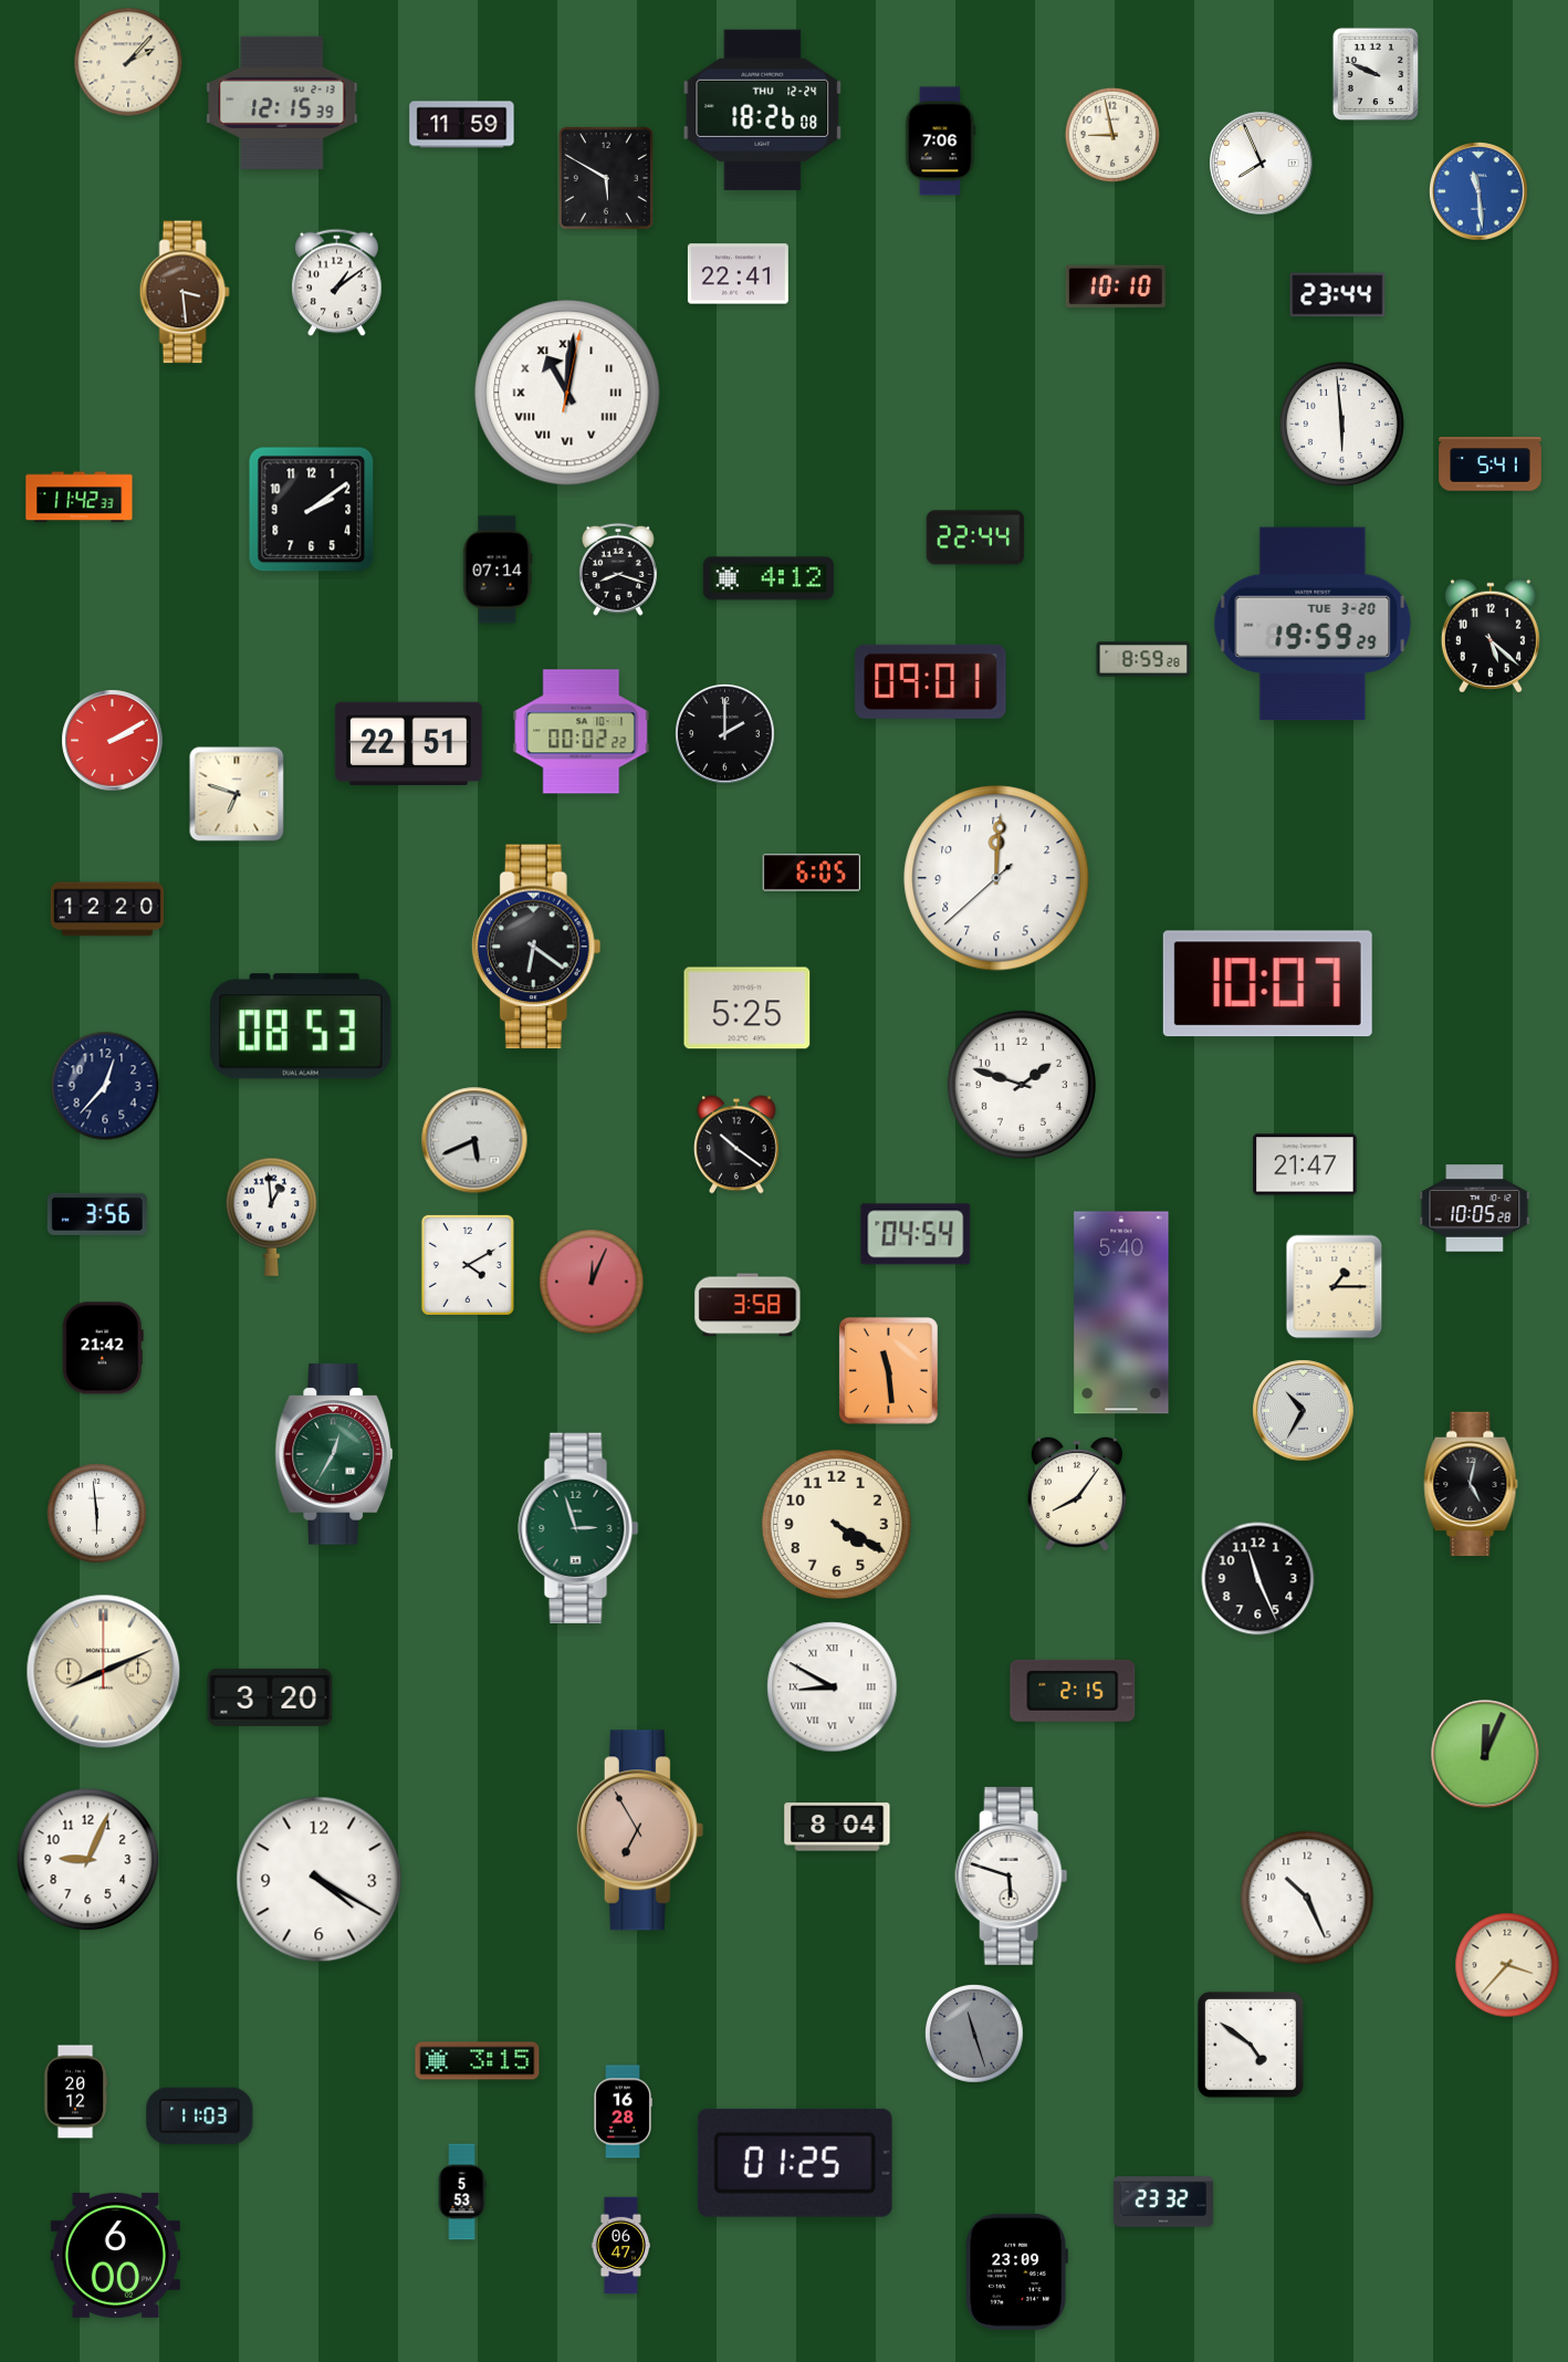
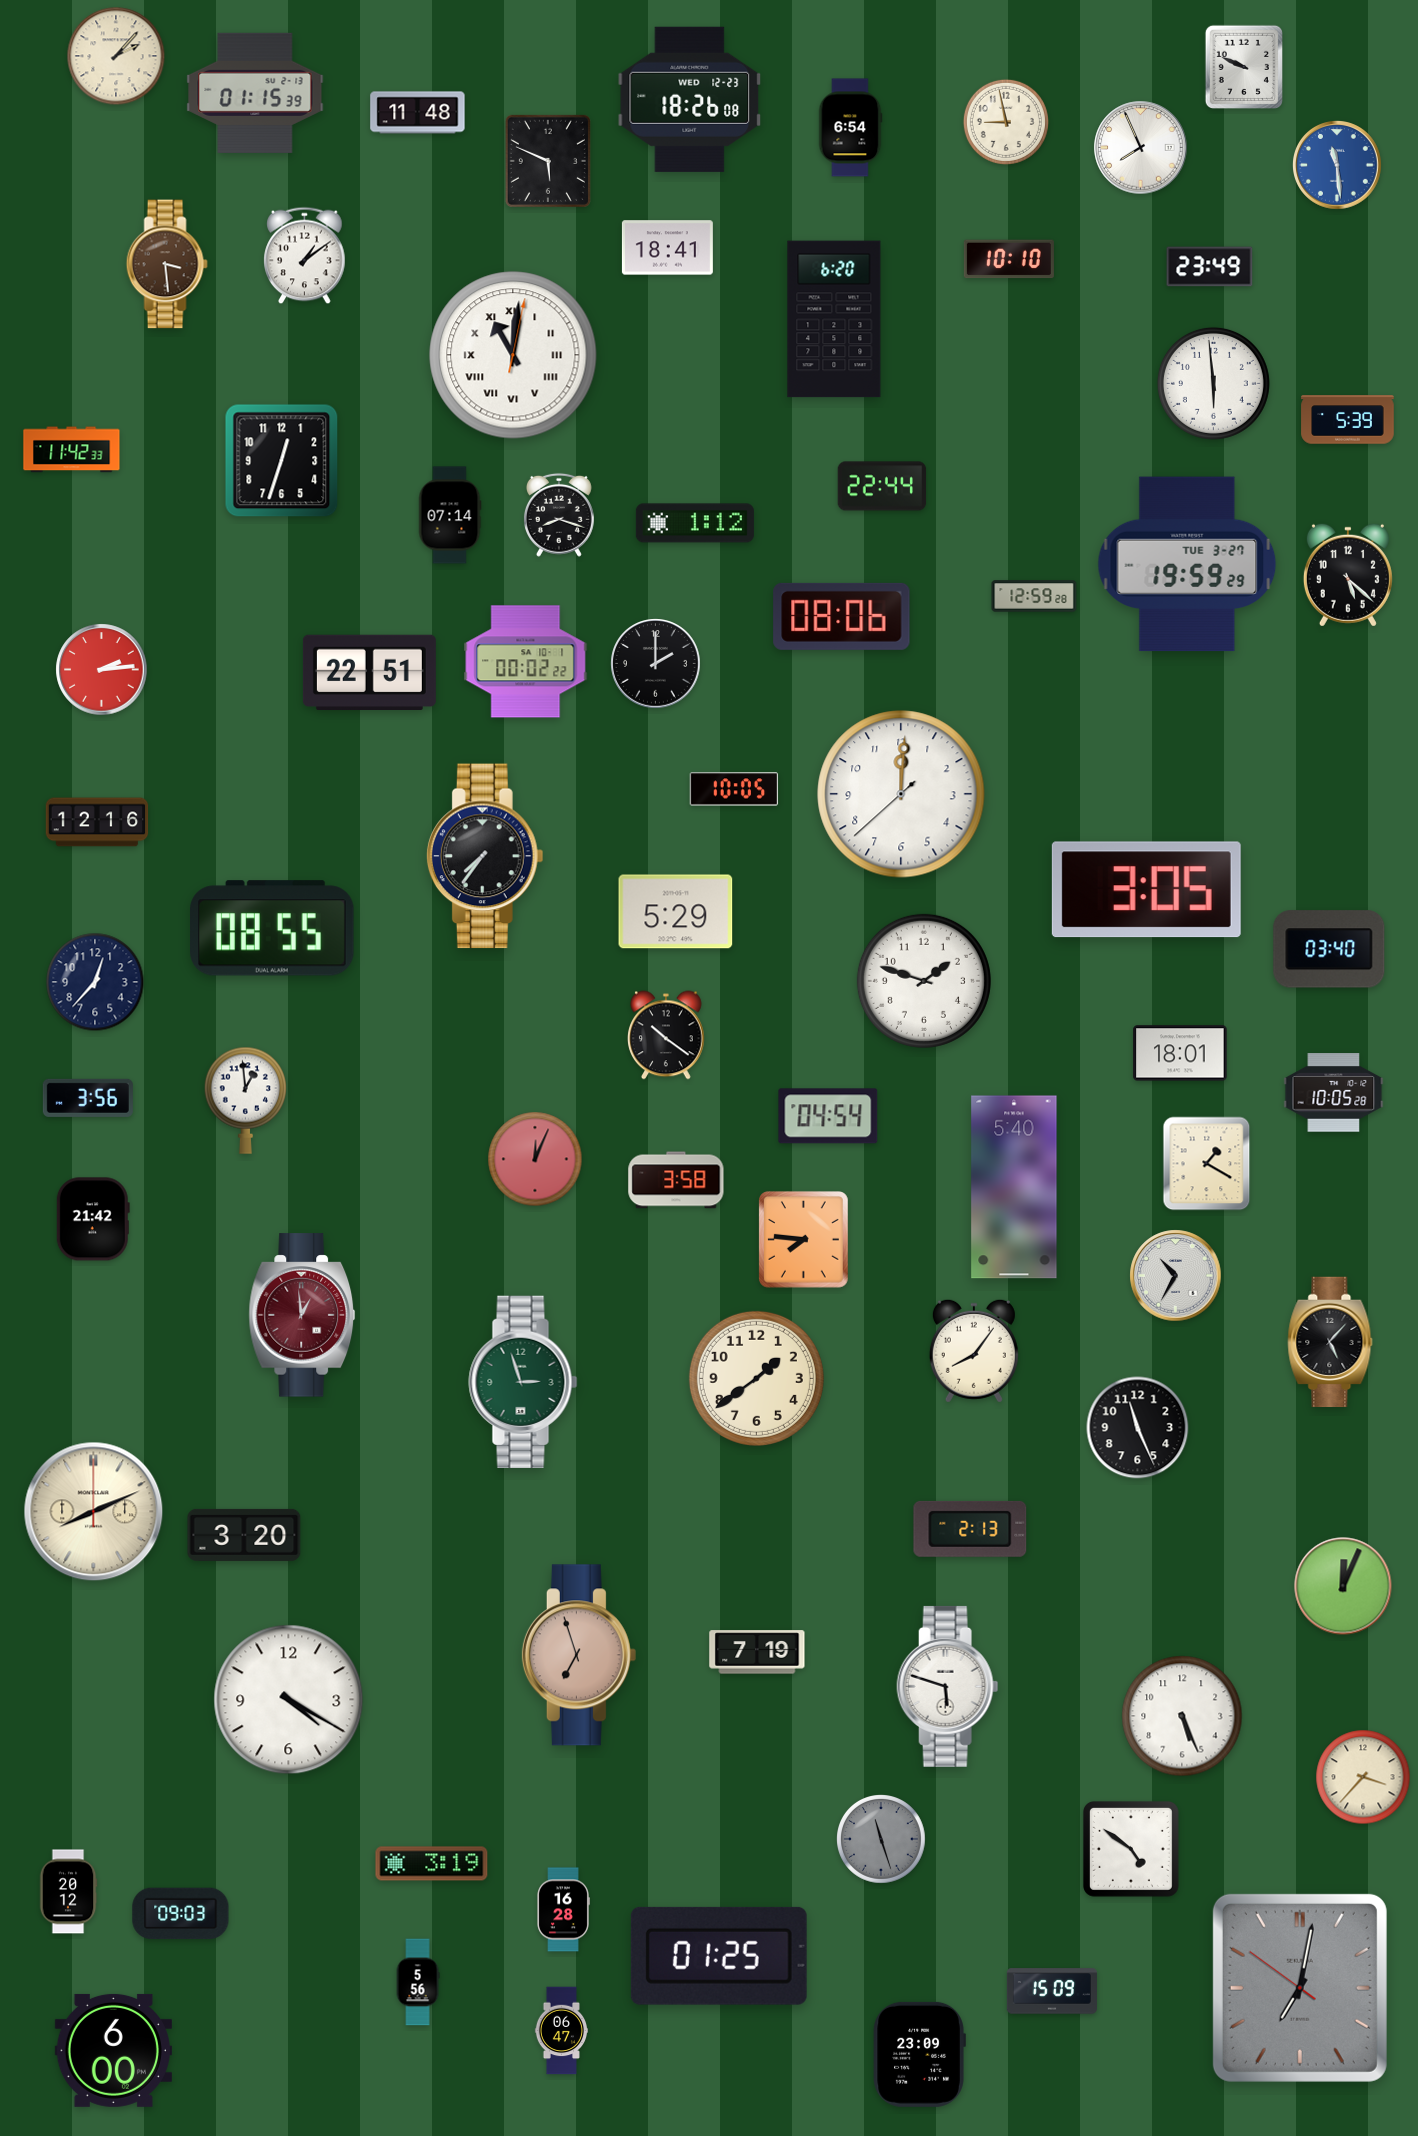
clock at (282, 103): 12:15 -> 01:15
clock at (763, 109) date: THU 12-24 -> WED 12-23
clock at (462, 125): 11:59 -> 11:48
clock at (940, 142): 7:06 -> 6:54
clock at (606, 178): 5:50 -> 5:49
clock at (1480, 192) position: (1480, 192) -> (1338, 166)
clock at (738, 274): 22:41 -> 18:41
clock at (1338, 295): 23:44 -> 23:49
clock at (834, 319): none -> 6:20
clock at (1491, 464): 5:41 -> 5:39
clock at (312, 510): 2:09 -> 12:33
clock at (769, 578): 4:12 -> 1:12
clock at (1313, 624) date: TUE 3-20 -> TUE 3-27
clock at (1143, 659): 8:59 -> 12:59
clock at (931, 681): 09:01 -> 08:06
clock at (113, 741): 2:10 -> 2:14
clock at (237, 794): 6:48 -> none
clock at (812, 872): 6:05 -> 10:05
clock at (107, 909): 12:20 -> 12:16
clock at (536, 947): 6:21 -> 7:36
clock at (1267, 984): 10:07 -> 3:05
clock at (748, 1008): 5:25 -> 5:29
clock at (301, 1026): 08:53 -> 08:55
clock at (1329, 949): none -> 03:40
clock at (474, 1140): 5:41 -> none
clock at (1305, 1164): 21:47 -> 18:01
clock at (468, 1265): 4:10 -> none
clock at (1335, 1287): 1:15 -> 1:20
clock at (889, 1371): 11:29 -> 7:46
clock at (1304, 1411) position: (1304, 1411) -> (1176, 1276)
clock at (334, 1454): 12:35 -> 12:59
clock at (334, 1454) dial: green -> burgundy
clock at (1471, 1484): 5:02 -> 5:07
clock at (97, 1514): 5:59 -> none
clock at (836, 1524): 4:20 -> 1:39
clock at (833, 1687): 8:50 -> none
clock at (1073, 1691): 2:15 -> 2:13
clock at (837, 1827): 8:04 -> 7:19
clock at (640, 1830): 6:55 -> 6:57
clock at (88, 1860): 9:04 -> none
clock at (1012, 1875) position: (1012, 1875) -> (948, 1686)
clock at (1307, 1898): 10:26 -> 5:26
clock at (478, 2061): 3:15 -> 3:19
clock at (200, 2117): 11:03 -> 09:03
clock at (462, 2192): 5:53 -> 5:56
clock at (1300, 1988): none -> 7:01
clock at (1163, 2202): 23:32 -> 15:09
clock at (115, 2255) position: (115, 2255) -> (113, 2050)
